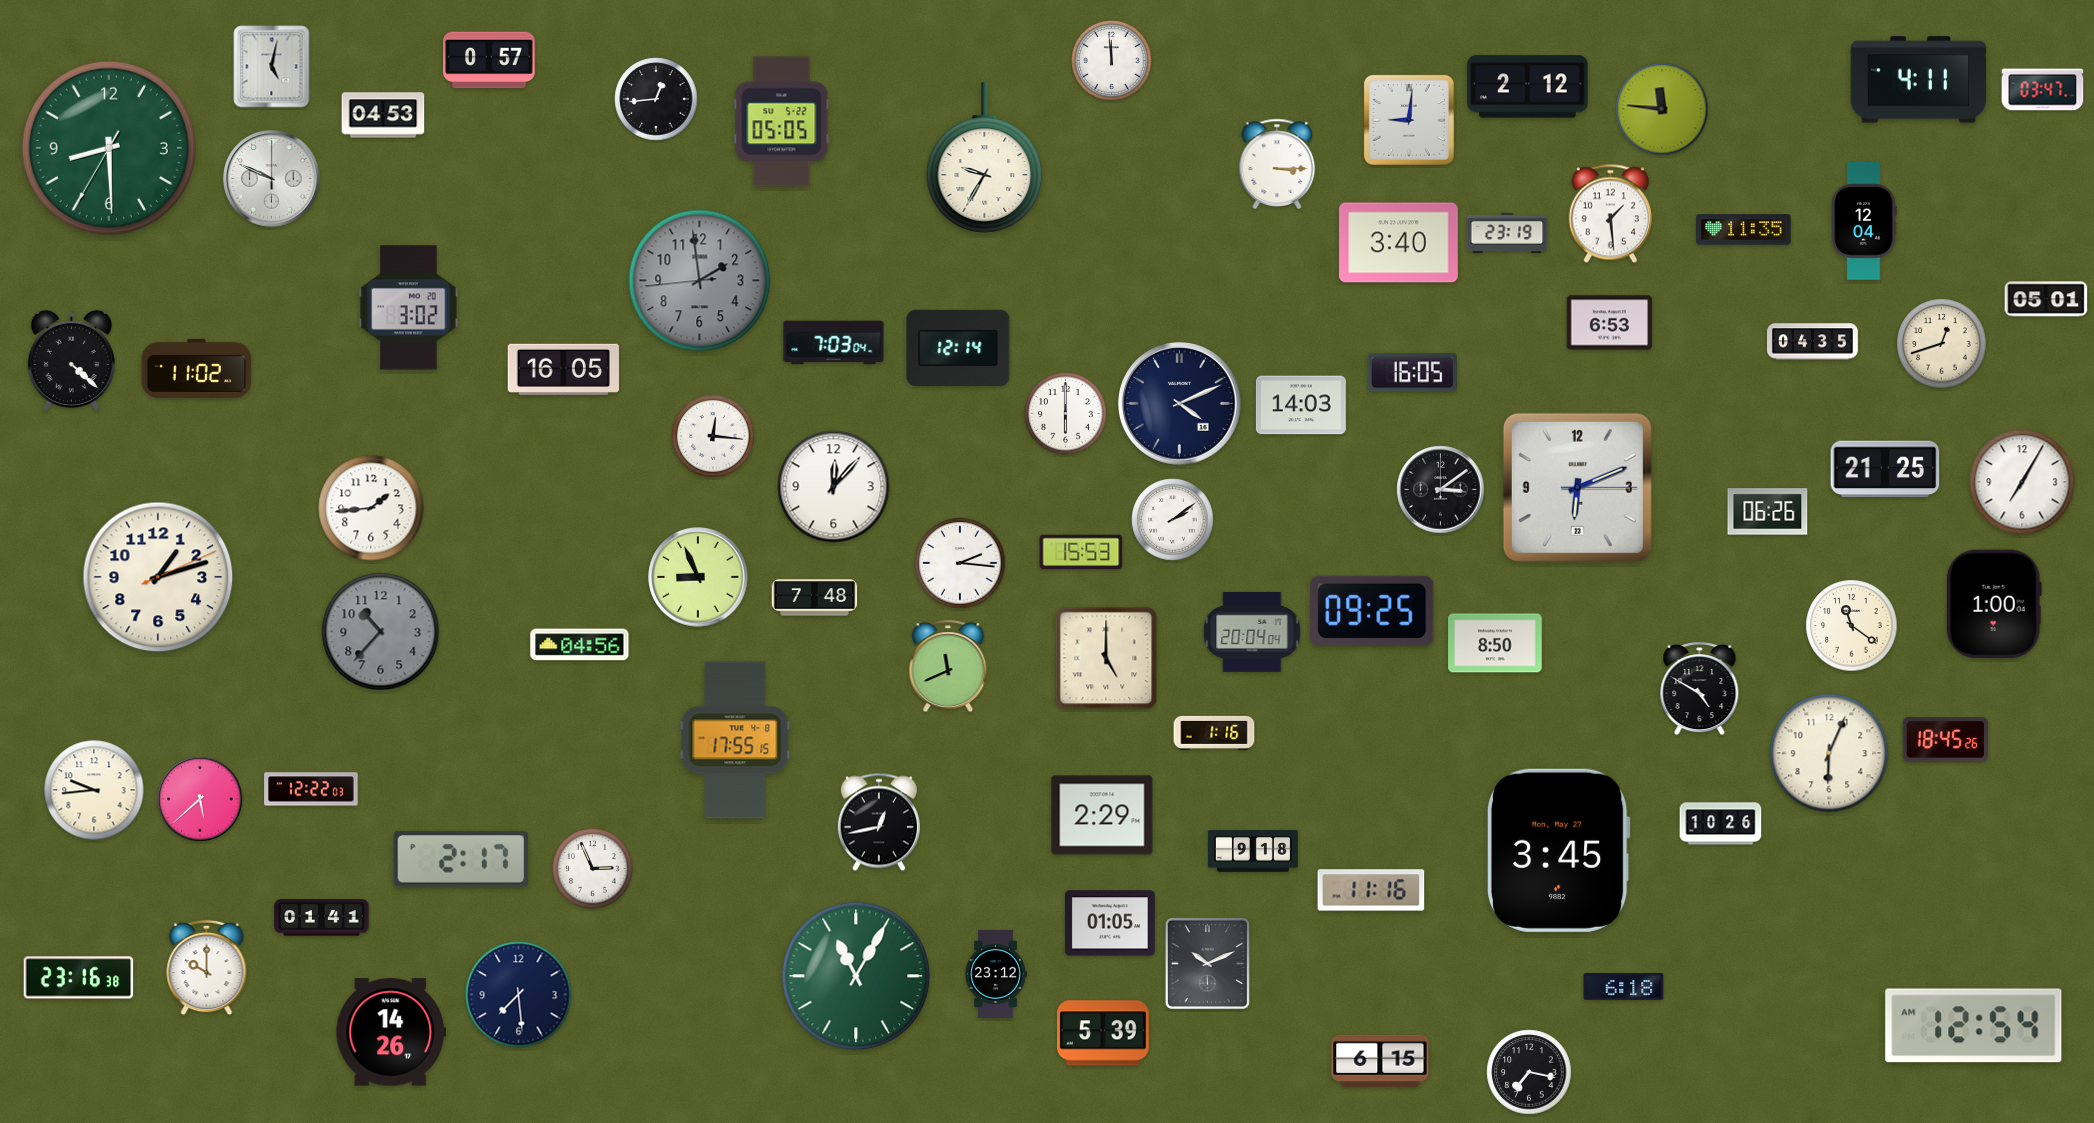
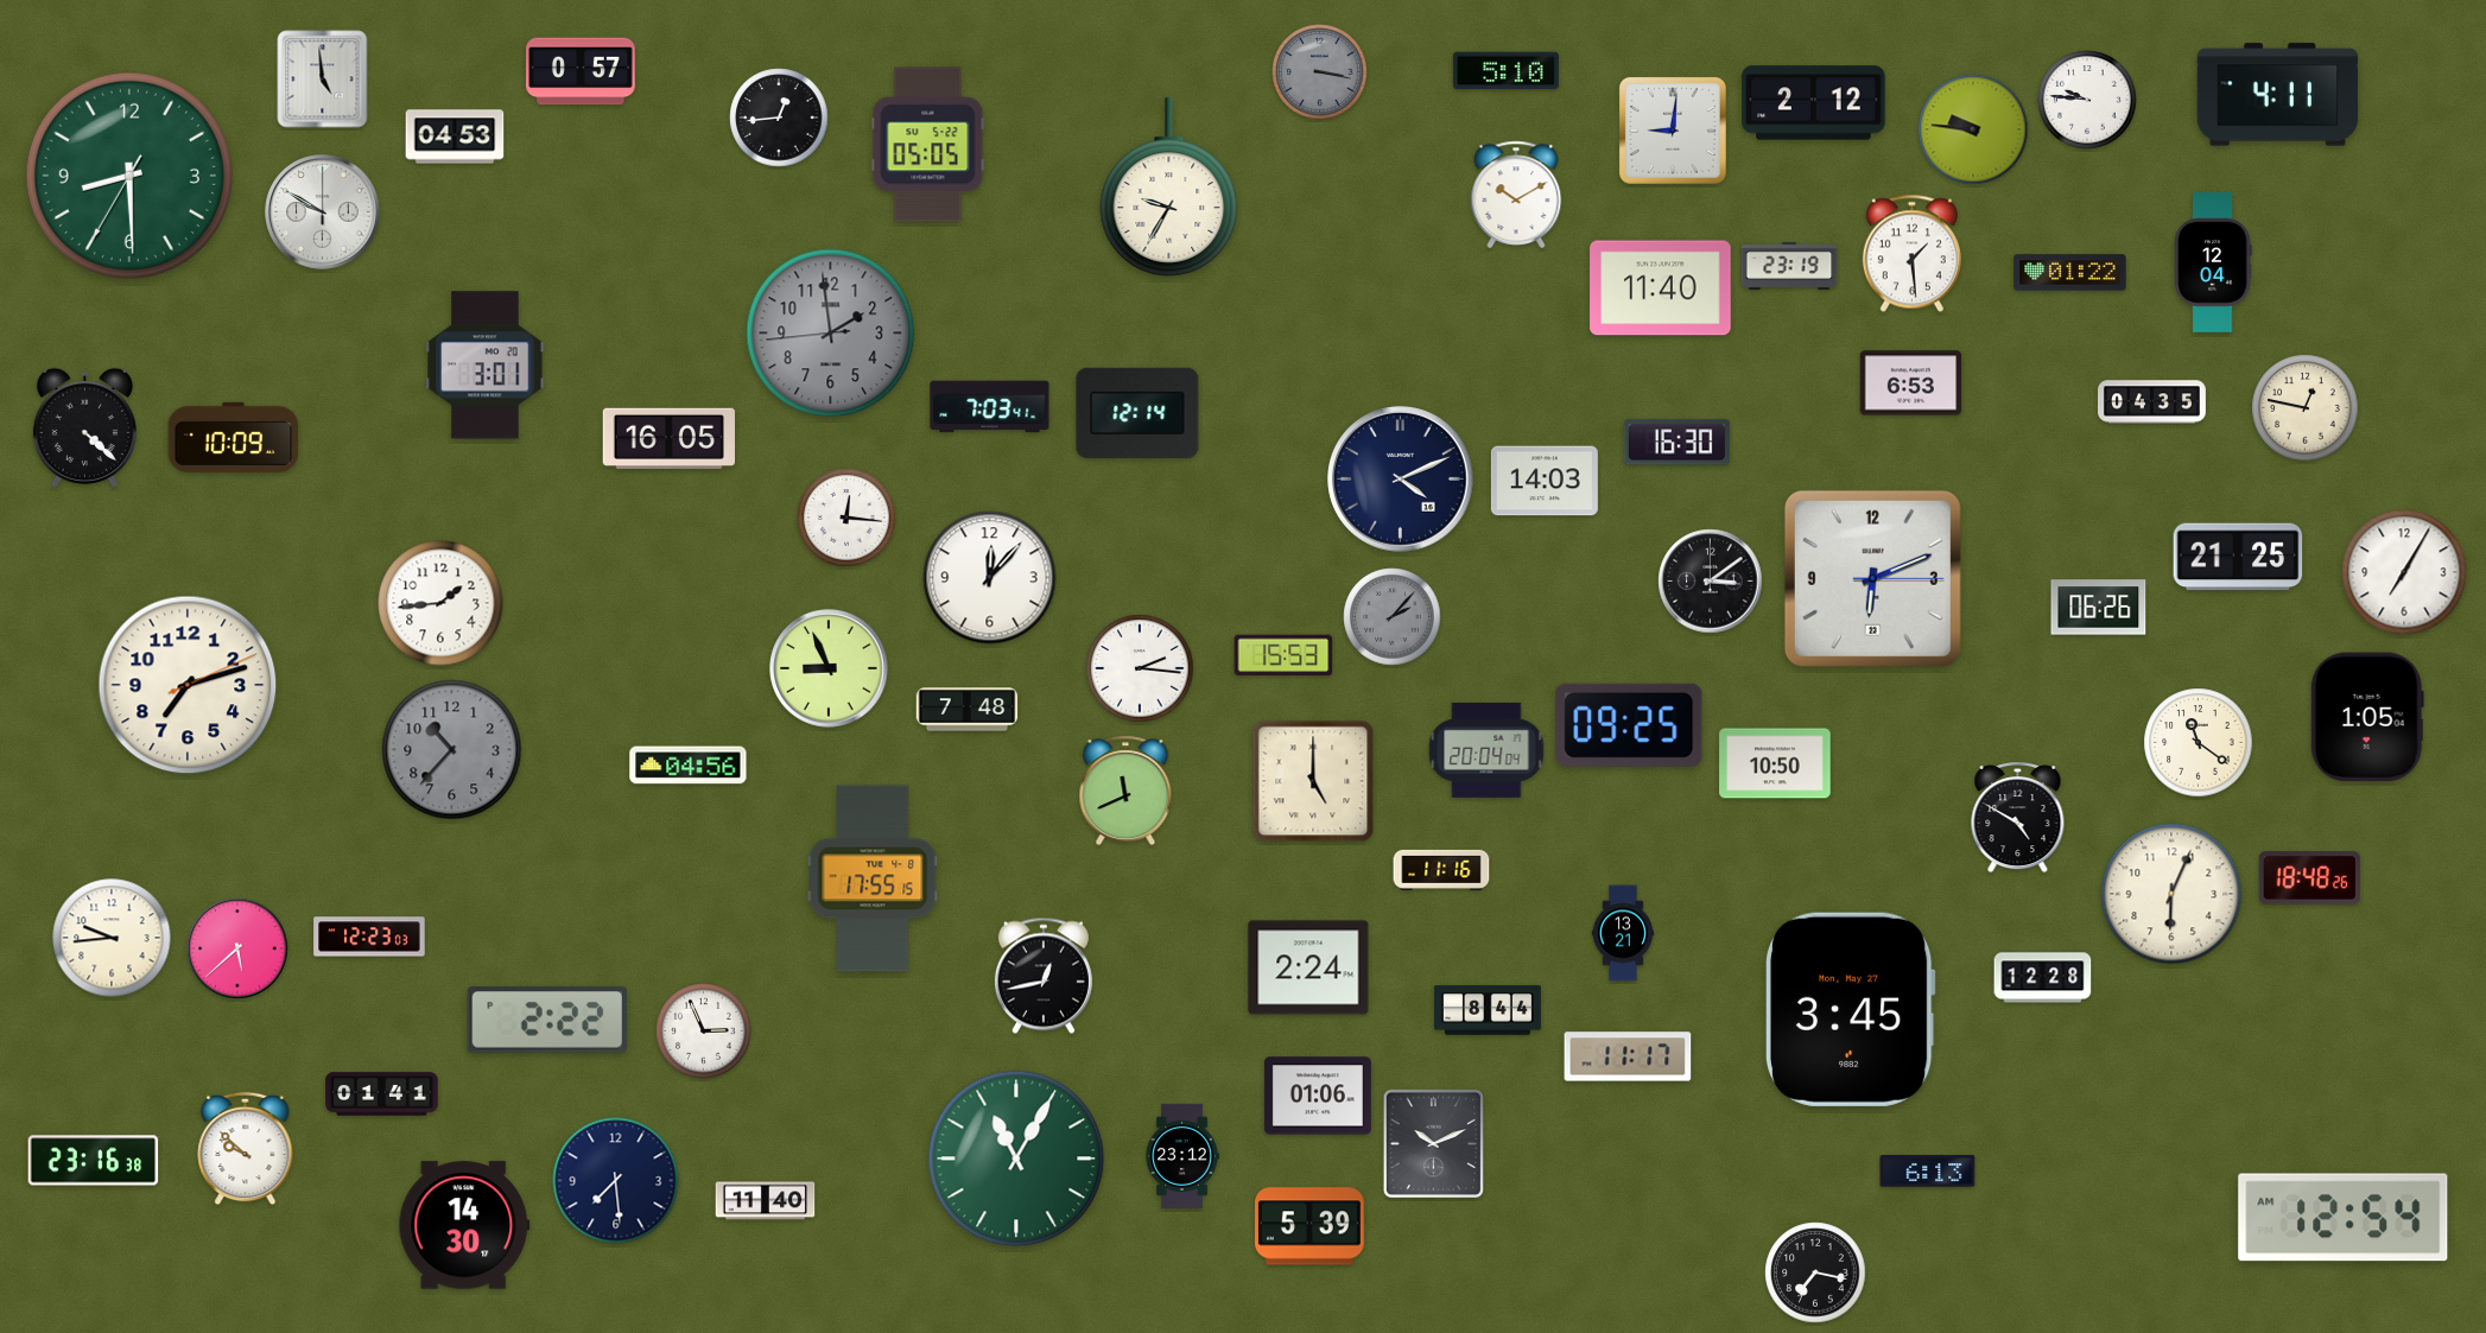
clock at (1505, 71): none -> 5:10
clock at (1112, 61): 11:59 -> 3:17
clock at (1112, 61) dial: white -> grey
clock at (272, 67): 5:02 -> 4:59
clock at (2087, 100): none -> 9:46
clock at (2043, 90): 03:47 -> none
clock at (1662, 109): 11:46 -> 9:46
clock at (1409, 120) position: (1409, 120) -> (1673, 131)
clock at (1277, 164): 3:15 -> 10:10
clock at (272, 179): 9:49 -> 9:50
clock at (1744, 230): 11:35 -> 01:22
clock at (1507, 233) position: (1507, 233) -> (1789, 266)
clock at (1399, 243): 3:40 -> 11:40
clock at (2046, 299): 05:01 -> none
clock at (409, 308): 3:02 -> 3:01
clock at (1813, 342) position: (1813, 342) -> (2152, 402)
clock at (834, 343): 7:03:04 -> 7:03:41
clock at (1942, 344): 12:42 -> 12:47
clock at (197, 368): 11:02 -> 10:09
clock at (1412, 373): 16:05 -> 16:30
clock at (1066, 414): 6:00 -> none
clock at (2022, 482) position: (2022, 482) -> (2404, 572)
clock at (1173, 520): 2:09 -> 2:07
clock at (1173, 520) dial: white -> grey
clock at (158, 577): 1:12 -> 7:12
clock at (698, 577) position: (698, 577) -> (829, 668)
clock at (1994, 604): 1:00 -> 1:05
clock at (1495, 643): 8:50 -> 10:50
clock at (1214, 733): 1:16 -> 11:16
clock at (1945, 740): 18:45 -> 18:48
clock at (1623, 933): none -> 13:21
clock at (311, 789): 12:22 -> 12:23
clock at (1102, 815): 2:29 -> 2:24
clock at (1721, 824): 10:26 -> 12:28
clock at (1253, 851): 9:18 -> 8:44
clock at (461, 859): 2:17 -> 2:22
clock at (1371, 890): 11:16 -> 11:17
clock at (322, 918) position: (322, 918) -> (382, 1094)
clock at (1110, 923): 01:05 -> 01:06
clock at (207, 968): 10:00 -> 9:52
clock at (1624, 987): 6:18 -> 6:13
clock at (766, 1201): none -> 11:40
clock at (391, 1032): 14:26 -> 14:30
clock at (1380, 1061): 6:15 -> none
